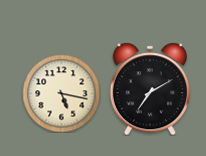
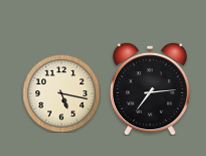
clock at (149, 89): 7:10 -> 7:14
